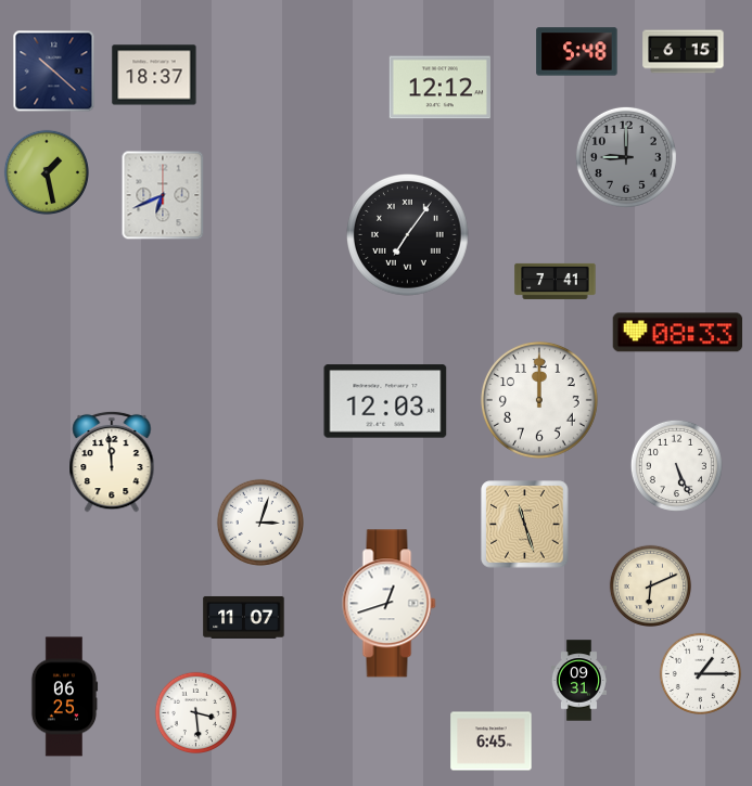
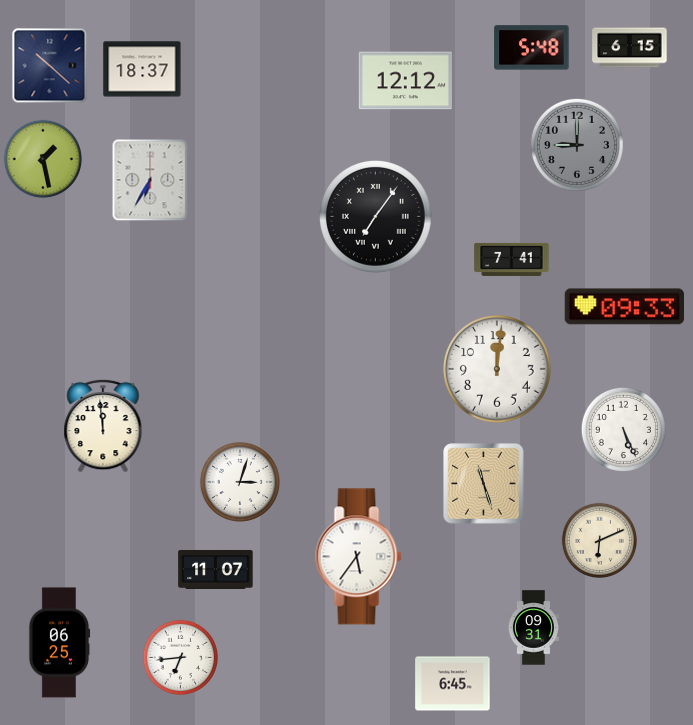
clock at (163, 195): 6:41 -> 6:35
clock at (677, 333): 08:33 -> 09:33
clock at (539, 400): 12:00 -> 12:01
clock at (385, 401): 12:03 -> none
clock at (390, 604): 12:42 -> 5:36
clock at (244, 617) position: (244, 617) -> (216, 569)
clock at (700, 673): 1:15 -> none
clock at (195, 712): 3:29 -> 6:44
